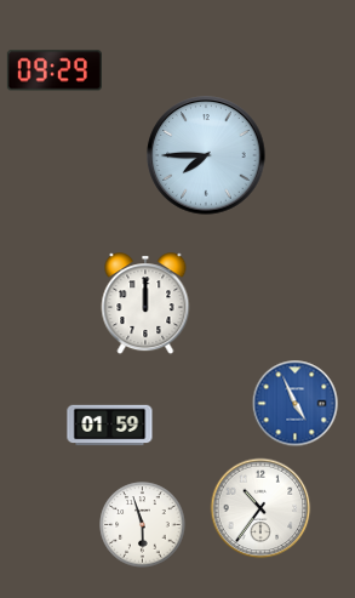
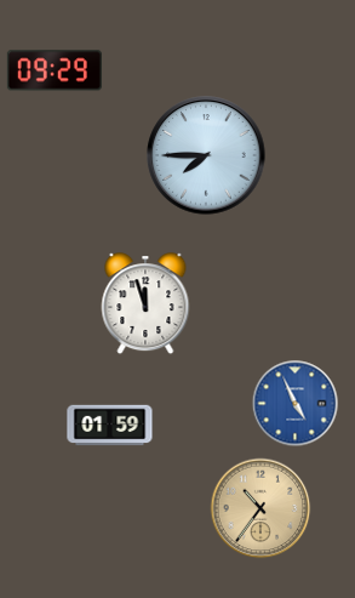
clock at (145, 304): 12:00 -> 11:57
clock at (260, 508) dial: white -> champagne
clock at (143, 525): 5:57 -> none
